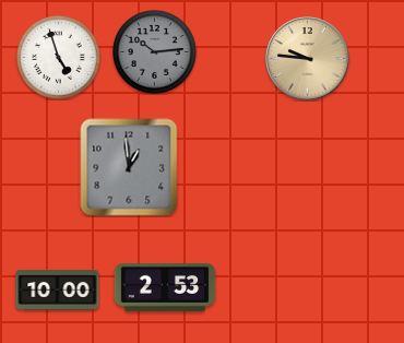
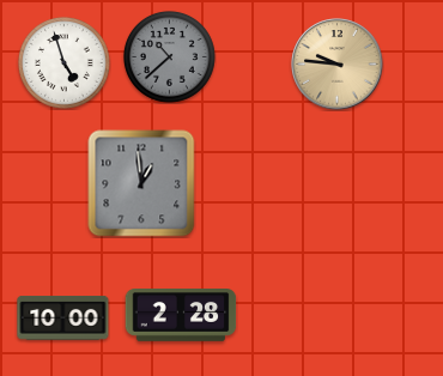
clock at (155, 52): 10:14 -> 10:38
clock at (165, 288): 2:53 -> 2:28
